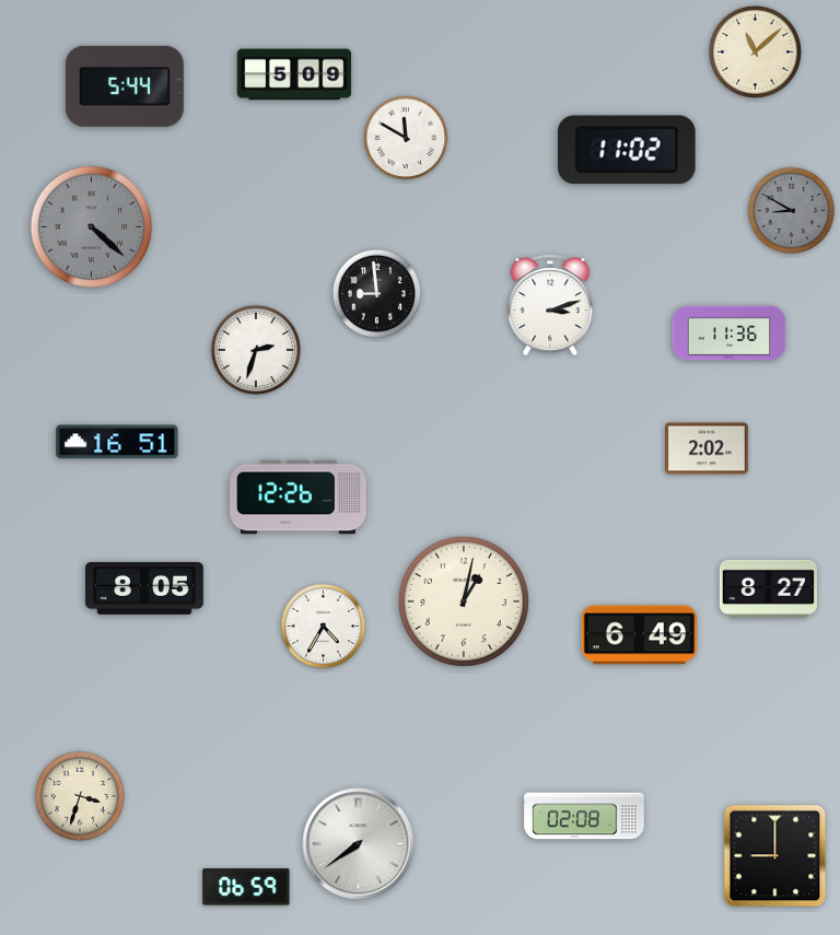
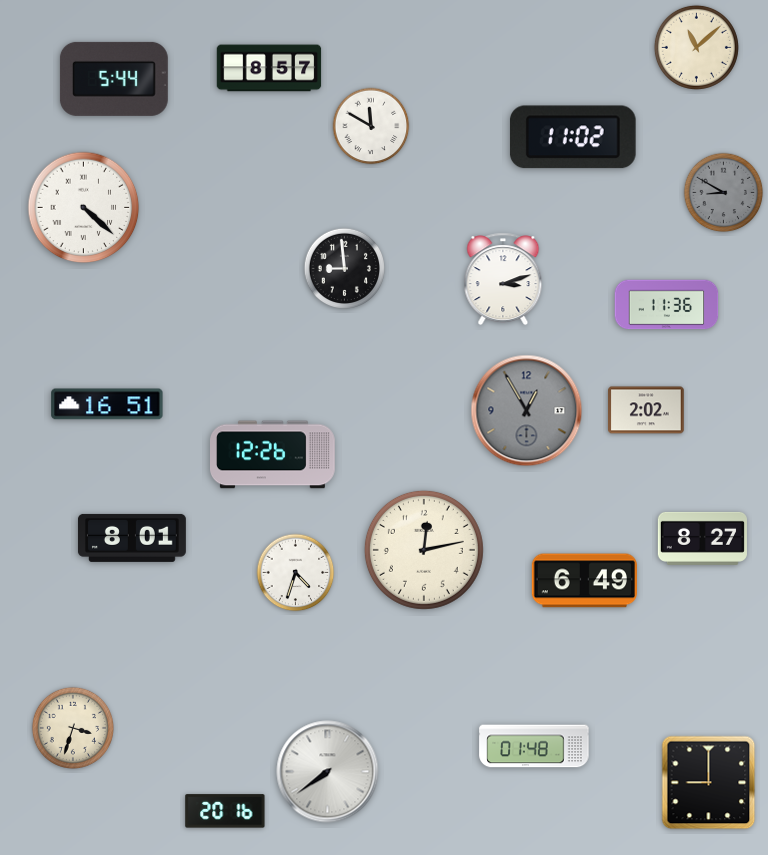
clock at (755, 51) position: (755, 51) -> (696, 47)
clock at (294, 74): 5:09 -> 8:57
clock at (92, 227) dial: grey -> white
clock at (255, 349): 2:33 -> none
clock at (527, 411): none -> 12:55
clock at (144, 588): 8:05 -> 8:01
clock at (464, 601): 1:02 -> 12:13
clock at (324, 627): 4:35 -> 4:33
clock at (584, 816): 02:08 -> 01:48
clock at (246, 887): 06:59 -> 20:16
